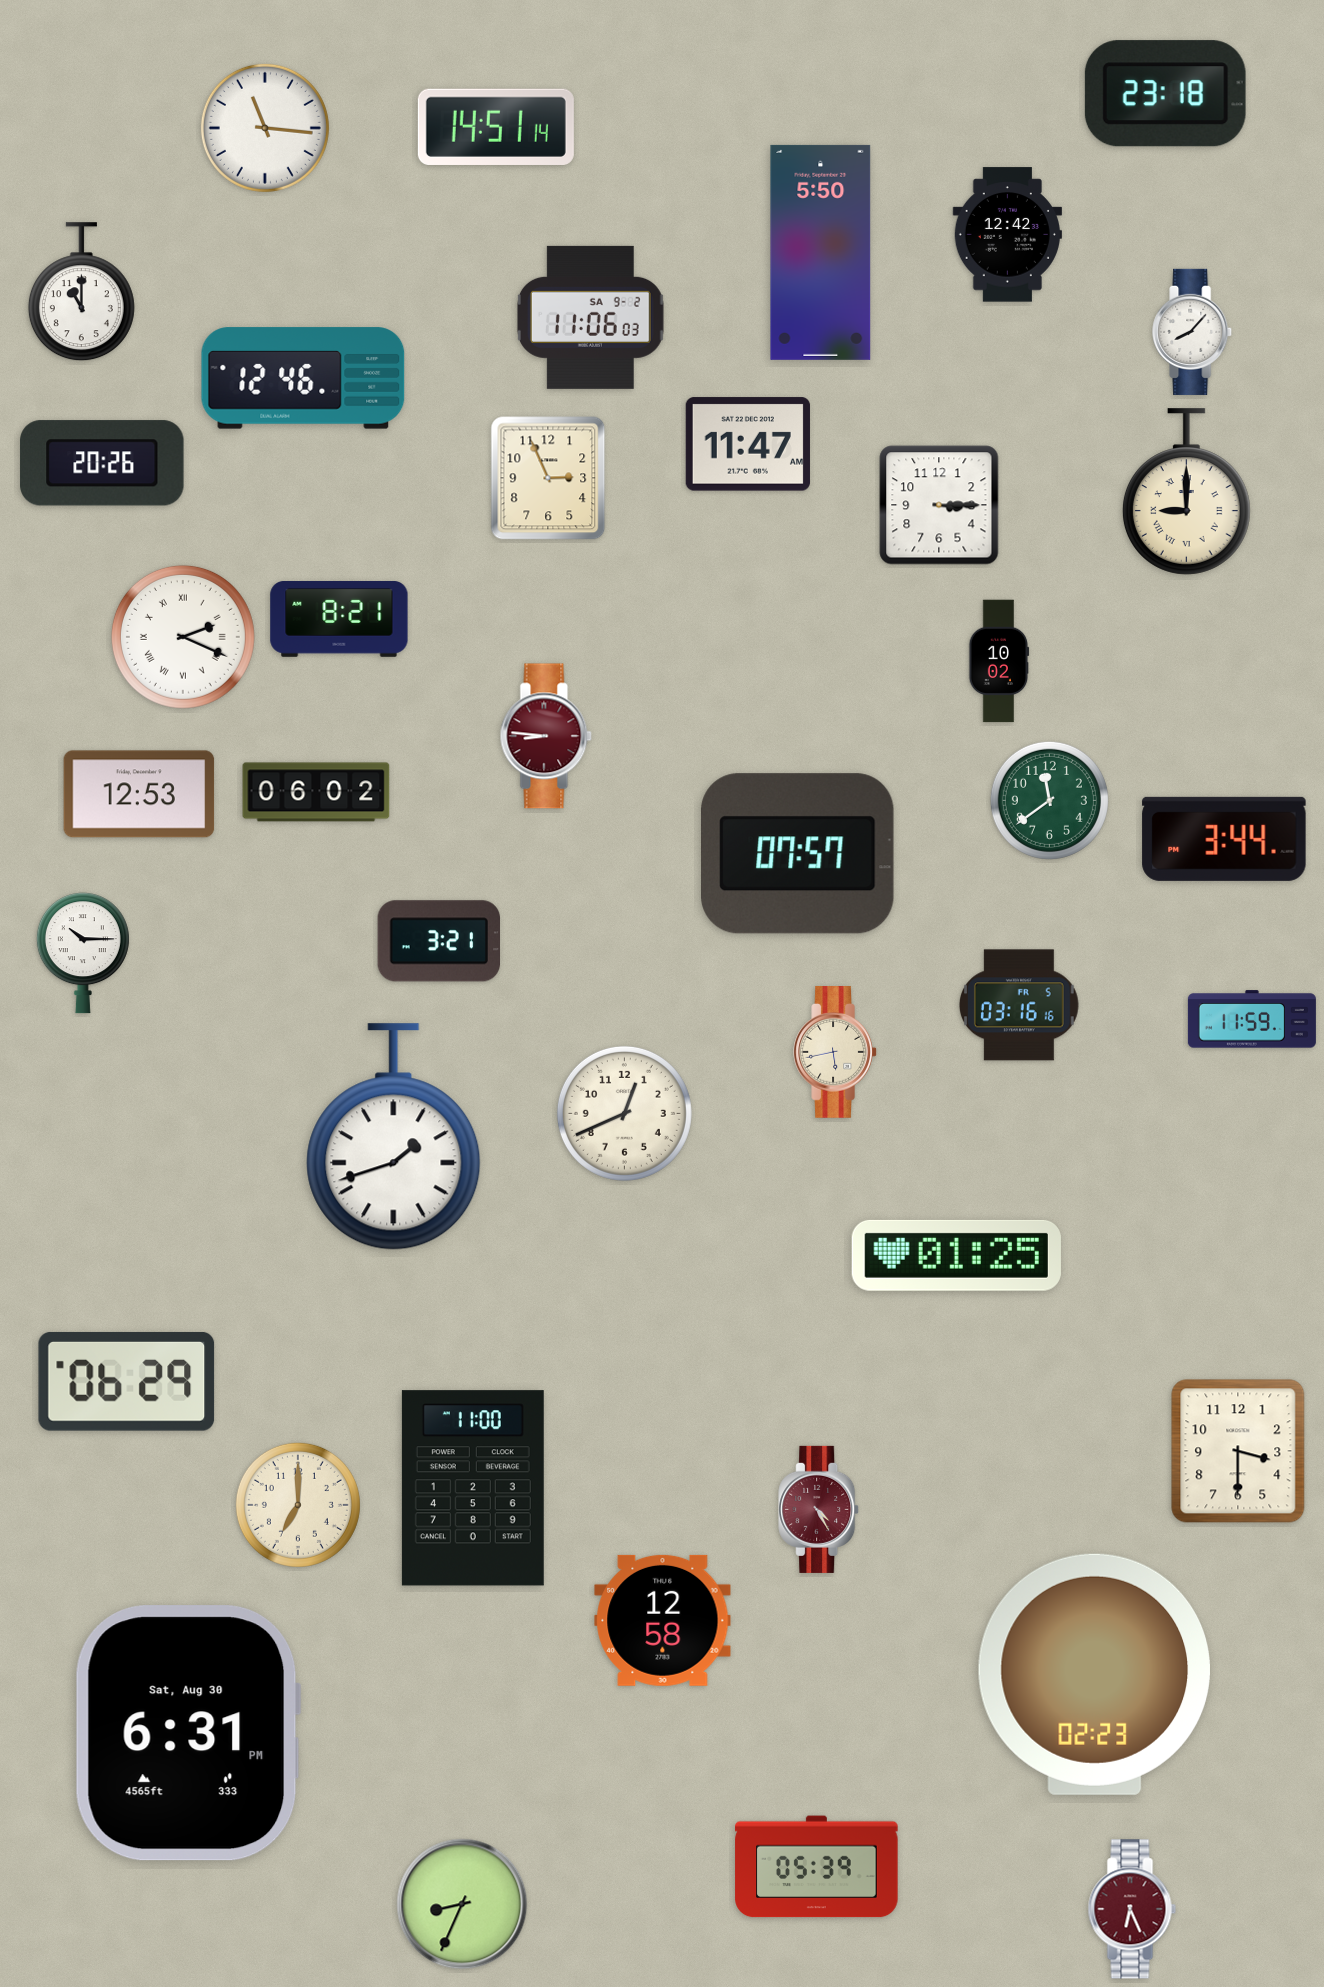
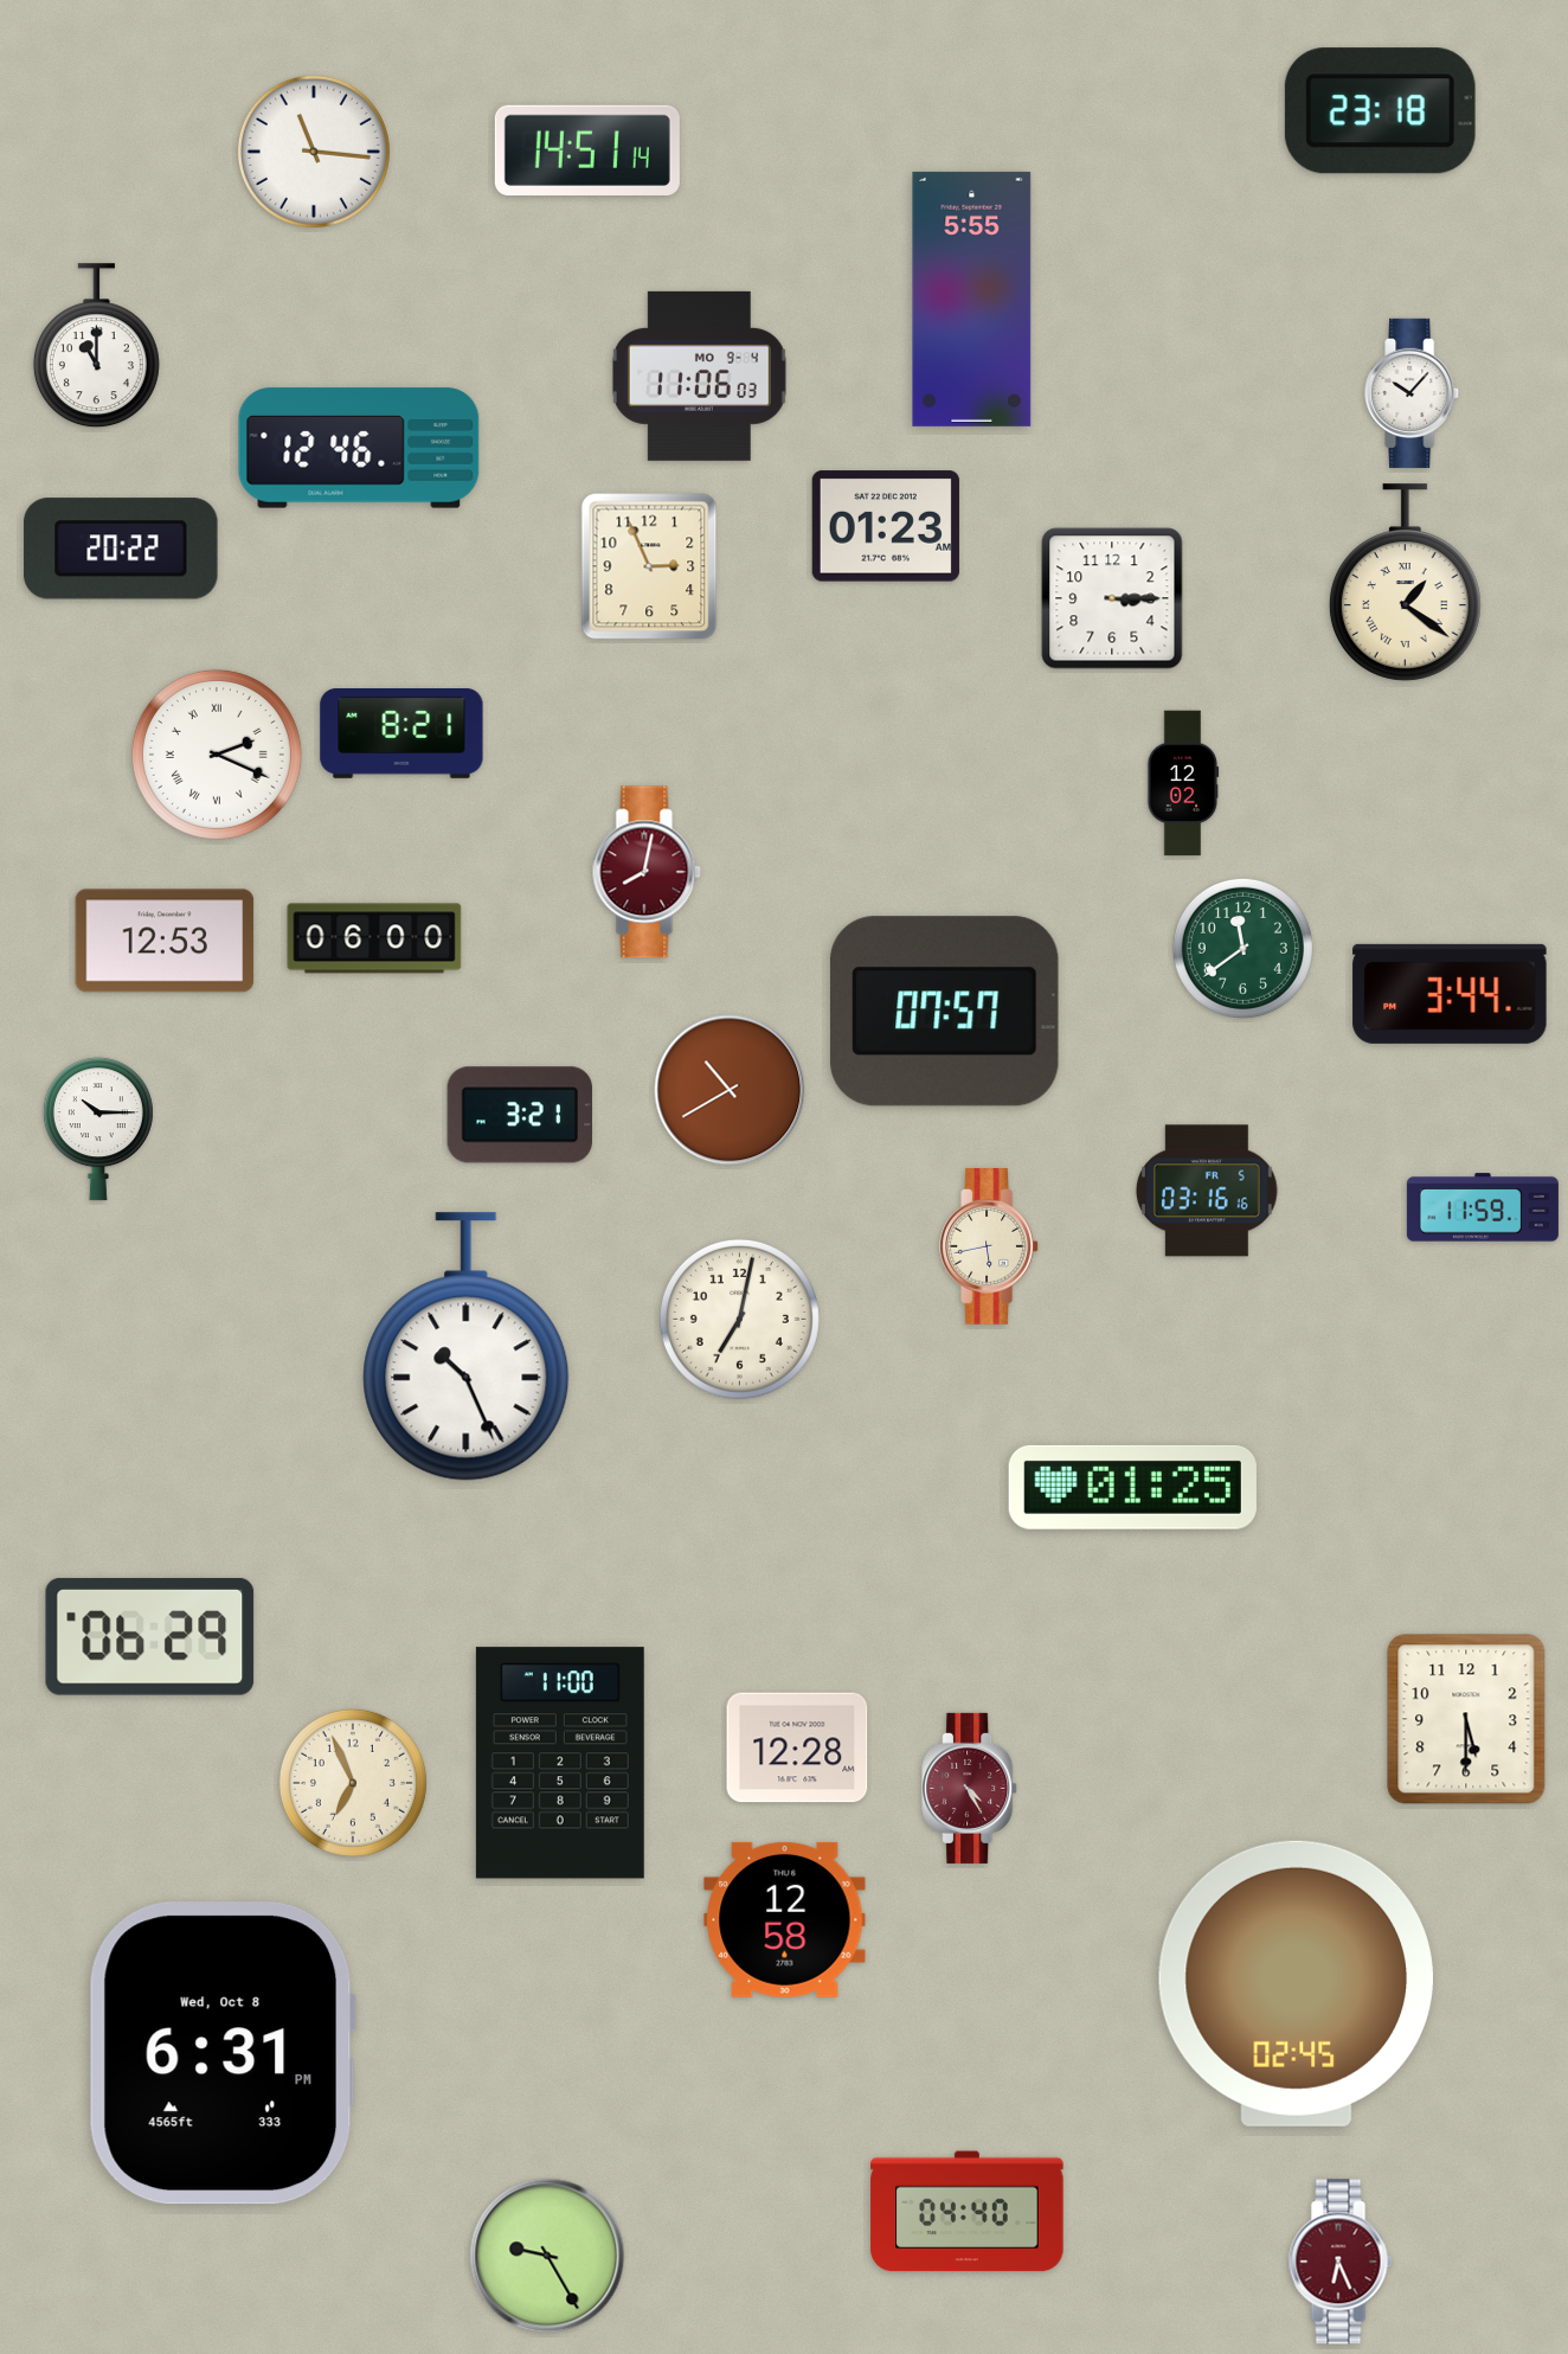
clock at (1007, 235): 12:42 -> none
clock at (821, 252): 5:50 -> 5:55
clock at (590, 317) date: SA 9-2 -> MO 9-4
clock at (1193, 332): 8:07 -> 10:07
clock at (748, 444): 11:47 -> 01:23
clock at (102, 463): 20:26 -> 20:22
clock at (1186, 492): 9:00 -> 1:21
clock at (999, 661): 10:02 -> 12:02
clock at (546, 736): 8:46 -> 8:02
clock at (316, 792): 06:02 -> 06:00
clock at (730, 1090): none -> 10:40
clock at (624, 1113): 12:41 -> 7:02
clock at (394, 1137): 1:42 -> 10:26
clock at (1238, 1451): 3:30 -> 5:30
clock at (797, 1747): none -> 12:28
clock at (298, 1505): 7:00 -> 6:56
clock at (1094, 1674): 02:23 -> 02:45
clock at (188, 1733) date: Sat, Aug 30 -> Wed, Oct 8
clock at (817, 1867): 05:39 -> 04:40
clock at (462, 1904): 8:34 -> 9:25
